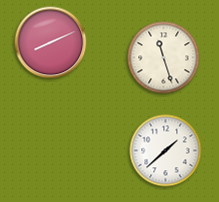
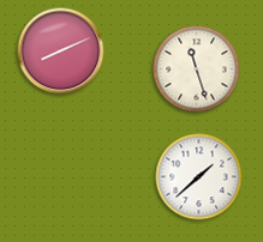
clock at (166, 151) position: (166, 151) -> (199, 177)
